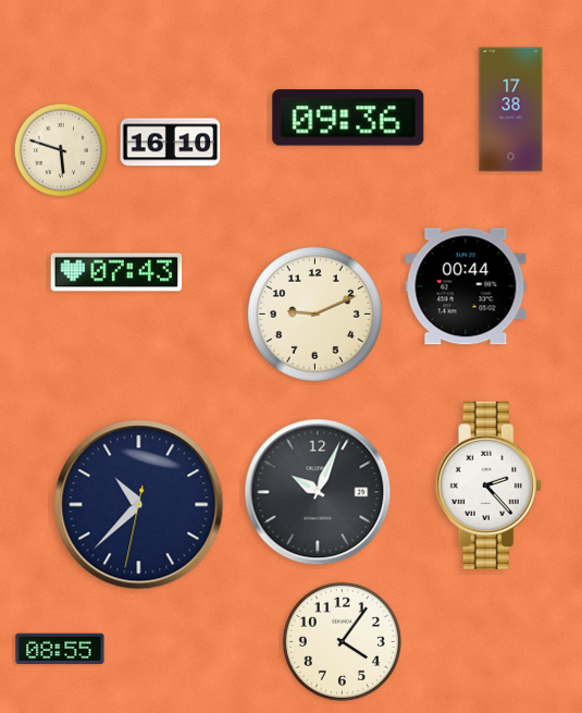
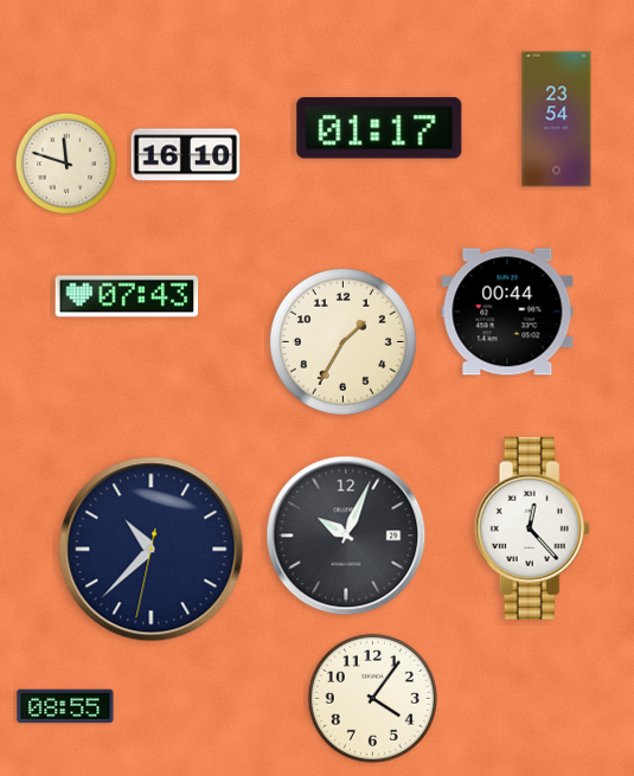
clock at (511, 110): 17:38 -> 23:54
clock at (348, 118): 09:36 -> 01:17
clock at (61, 150): 5:48 -> 11:48
clock at (314, 314): 9:11 -> 1:35
clock at (488, 485): 2:23 -> 12:23
